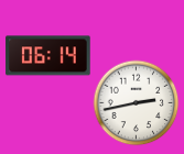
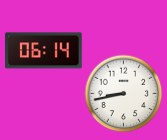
clock at (136, 102): 2:43 -> 8:43
